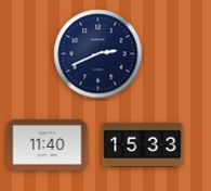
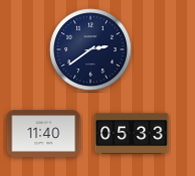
clock at (98, 54): 2:41 -> 2:39
clock at (143, 144): 15:33 -> 05:33
